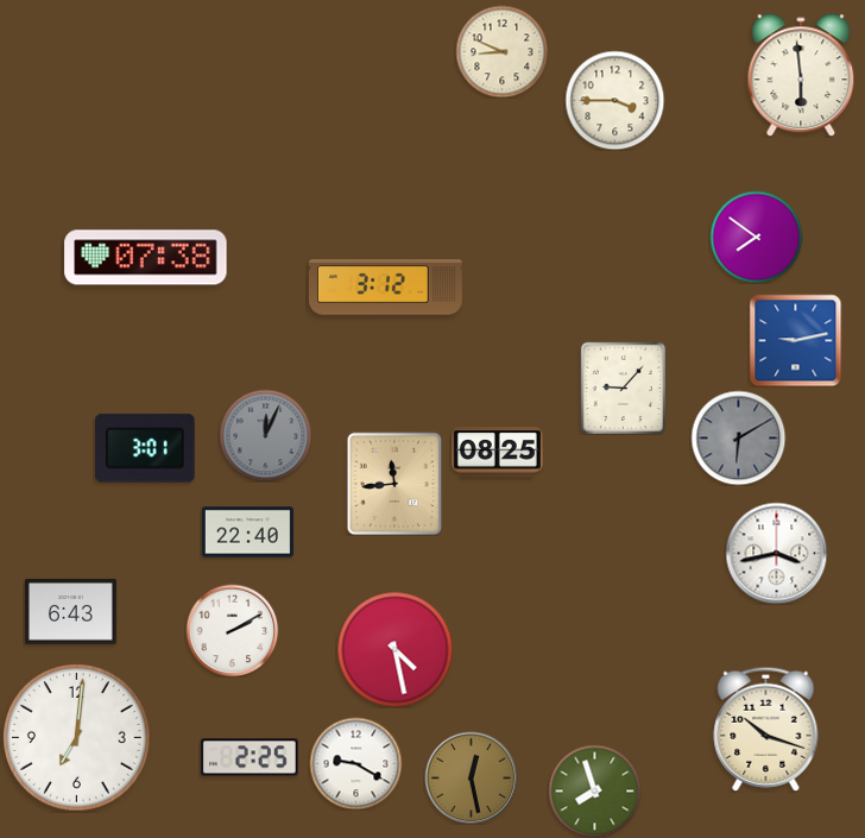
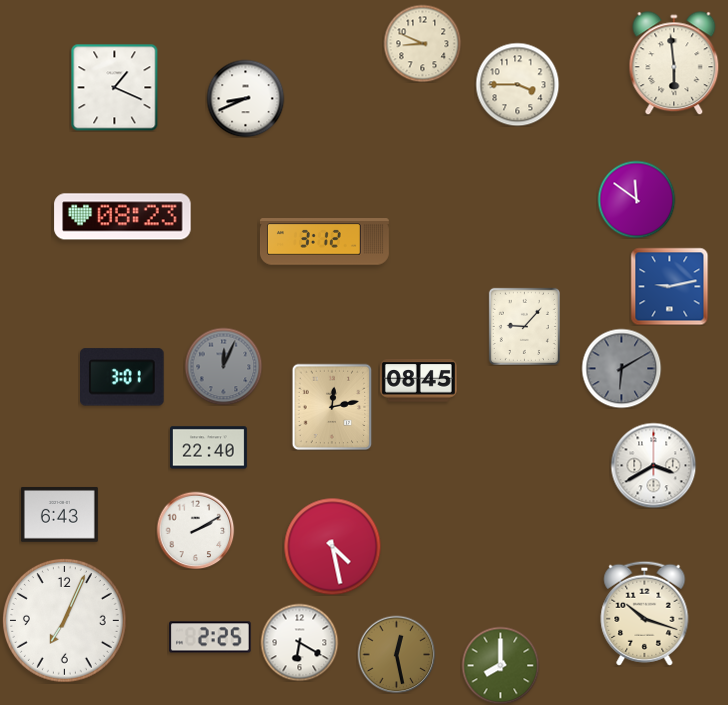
clock at (114, 87): none -> 1:19
clock at (245, 98): none -> 8:41
clock at (756, 237): 7:51 -> 11:51
clock at (146, 258): 07:38 -> 08:23
clock at (497, 453): 08:25 -> 08:45
clock at (394, 484): 11:44 -> 12:13
clock at (776, 553): 3:43 -> 3:40
clock at (77, 738): 7:01 -> 7:04
clock at (355, 763): 9:20 -> 6:20
clock at (594, 790): 7:57 -> 8:00
